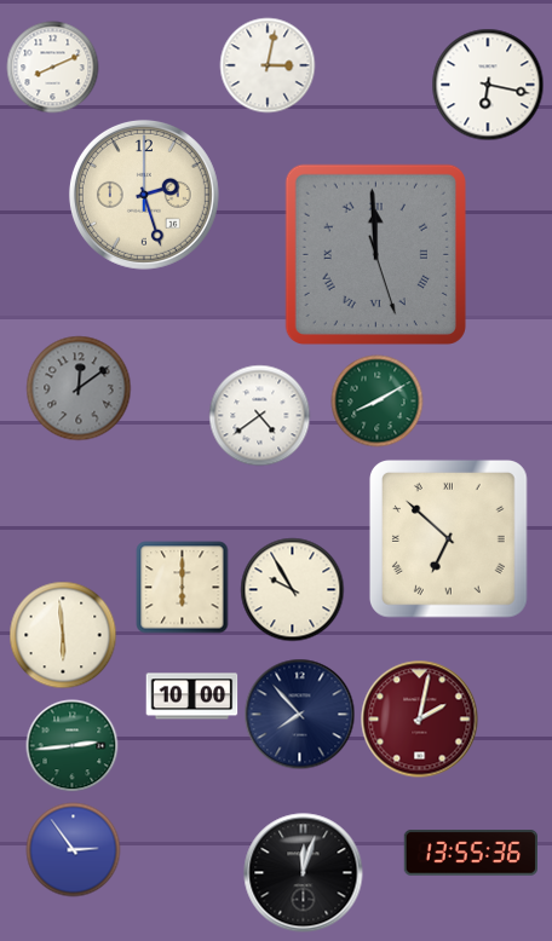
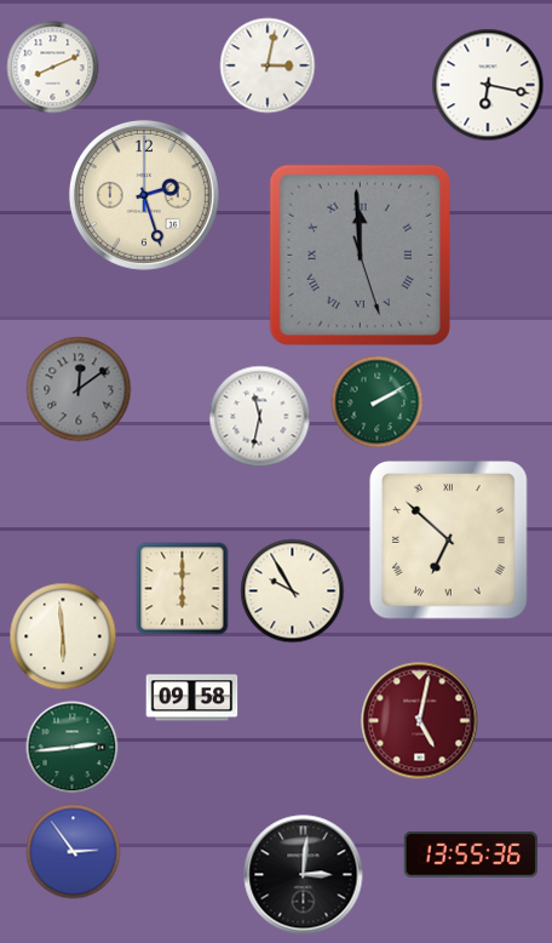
clock at (375, 254) position: (375, 254) -> (360, 255)
clock at (378, 402): 8:10 -> 2:10
clock at (260, 416): 4:39 -> 11:32
clock at (192, 697): 10:00 -> 09:58
clock at (300, 715): 7:53 -> none
clock at (420, 720): 2:02 -> 5:02
clock at (304, 873): 12:03 -> 3:01
